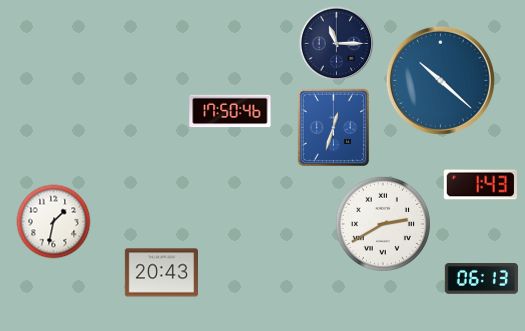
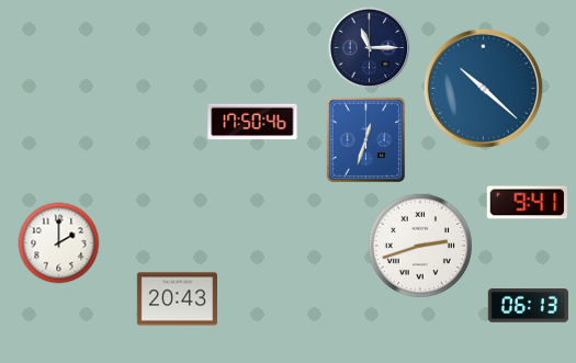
clock at (480, 185): 1:43 -> 9:41
clock at (54, 222): 1:32 -> 2:00
clock at (383, 224): 2:40 -> 2:42
